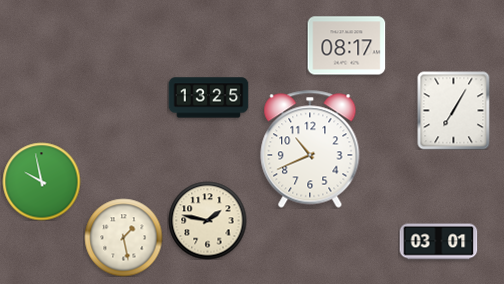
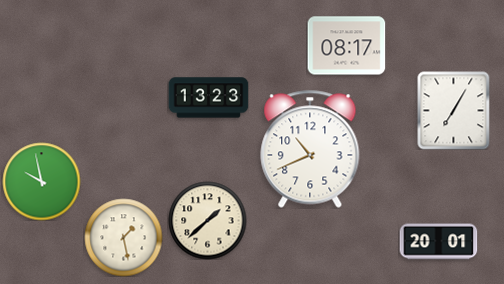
clock at (208, 98): 13:25 -> 13:23
clock at (207, 220): 1:47 -> 1:38
clock at (438, 242): 03:01 -> 20:01
